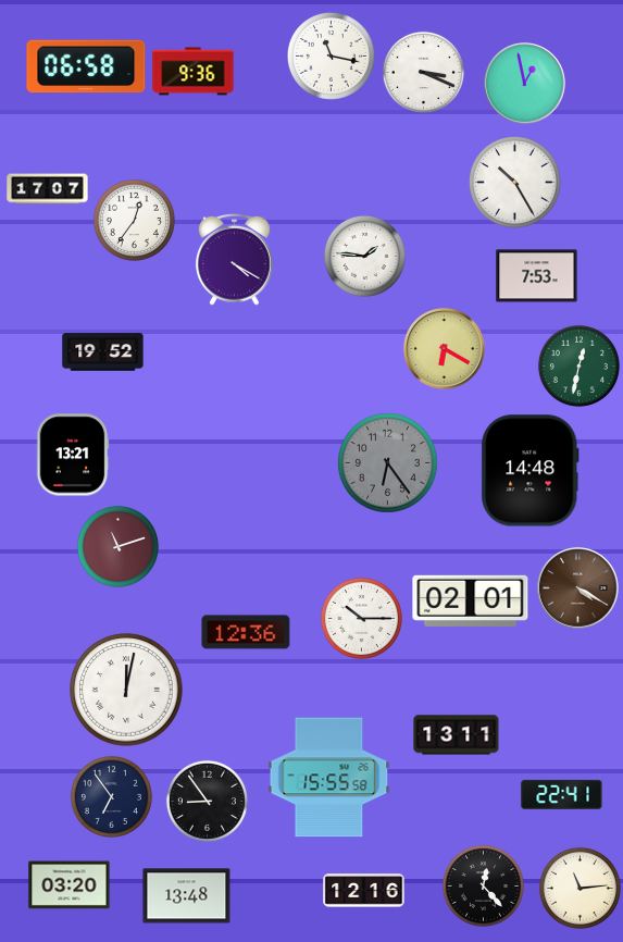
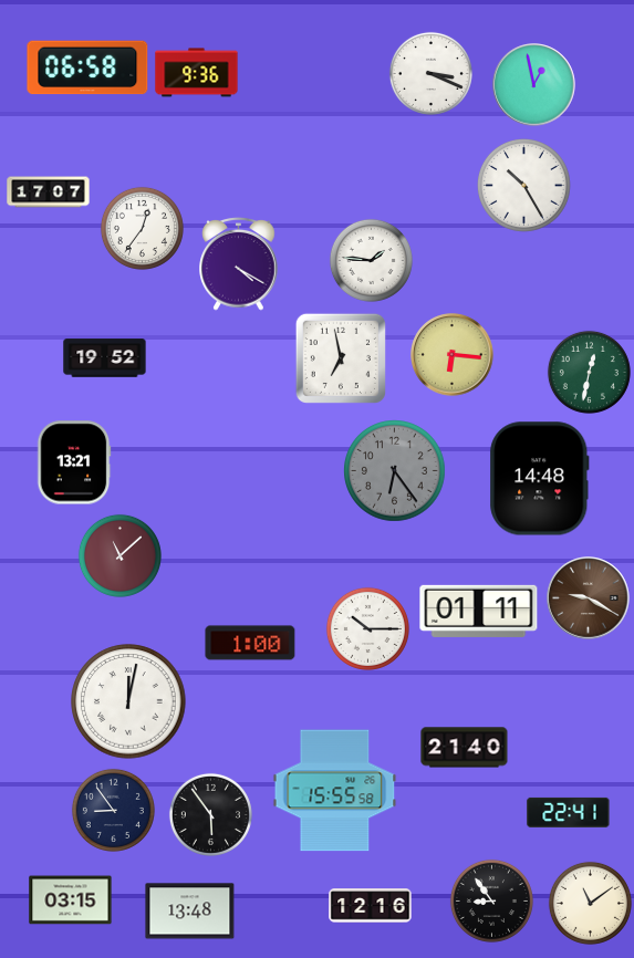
clock at (331, 55): 11:17 -> none
clock at (134, 220) position: (134, 220) -> (142, 228)
clock at (537, 276): 7:53 -> none
clock at (445, 349): 6:20 -> 6:16
clock at (341, 358): none -> 6:58
clock at (117, 546): 11:12 -> 11:08
clock at (578, 588): 4:20 -> 9:20
clock at (471, 600): 02:01 -> 01:11
clock at (246, 632): 12:36 -> 1:00
clock at (457, 735): 13:11 -> 21:40
clock at (562, 794) position: (562, 794) -> (569, 812)
clock at (111, 796): 6:54 -> 8:54
clock at (207, 801): 8:54 -> 5:54
clock at (70, 885): 03:20 -> 03:15
clock at (483, 885): 12:23 -> 8:54
clock at (580, 888): 11:14 -> 11:09
